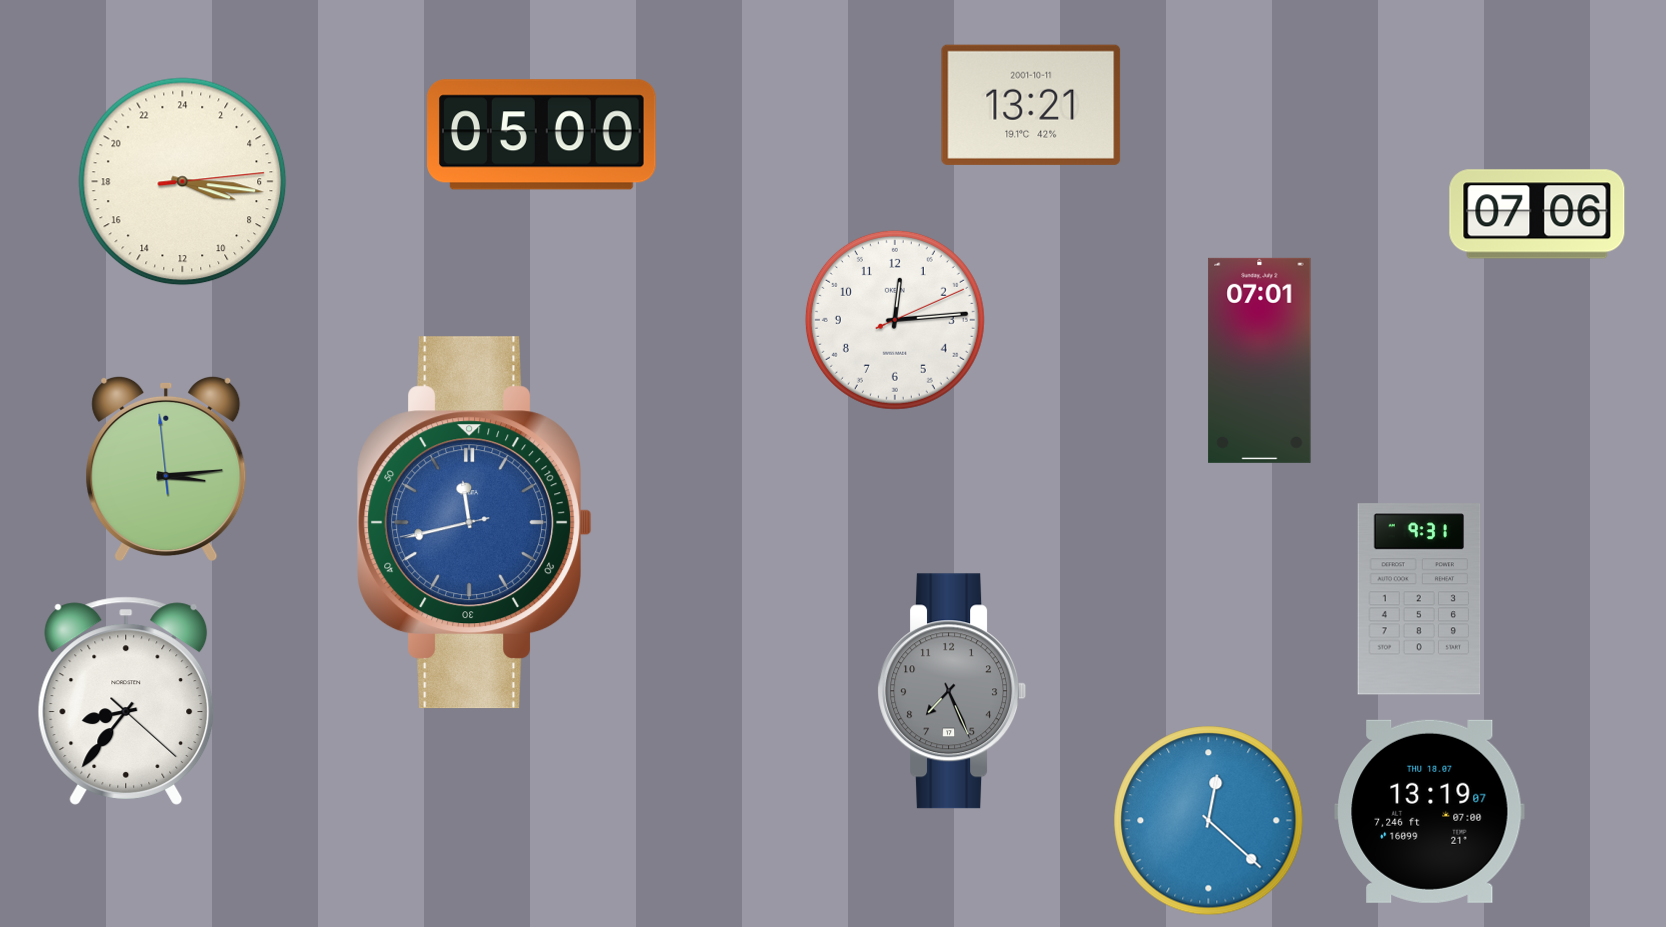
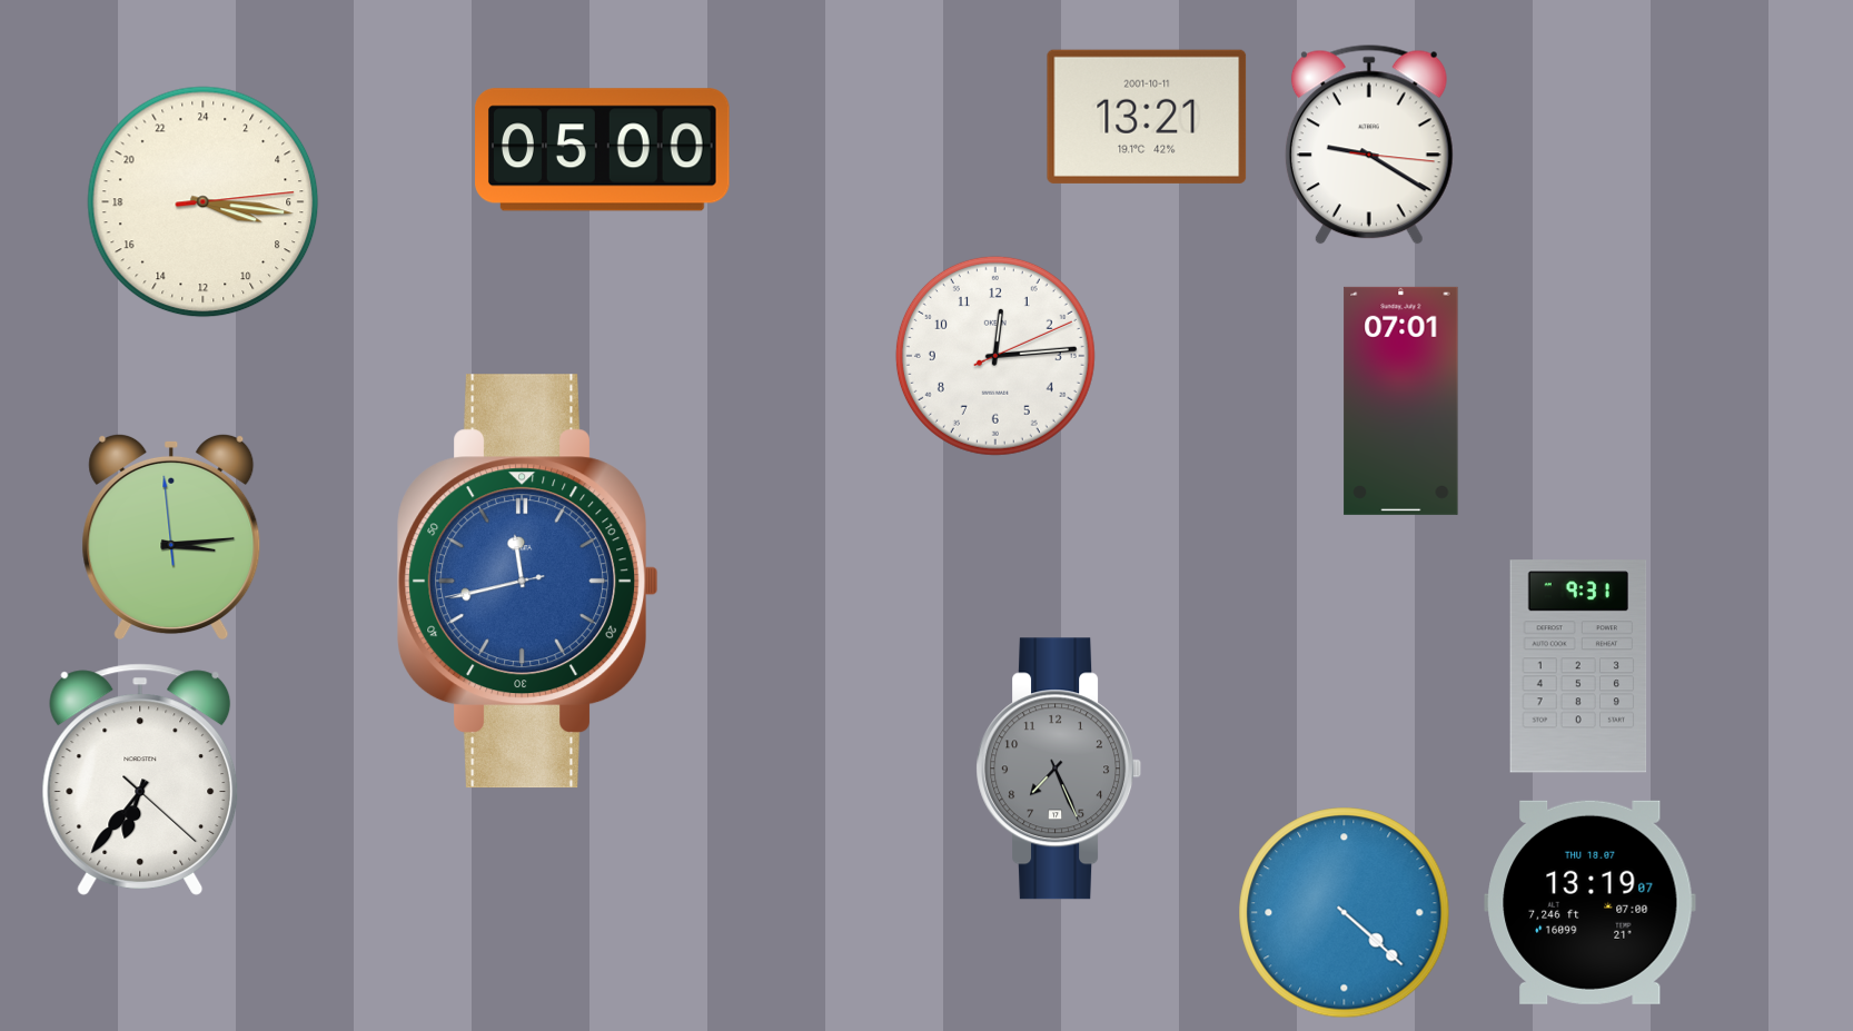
clock at (1369, 145): none -> 9:20
clock at (1537, 214): 07:06 -> none
clock at (166, 468) position: (166, 468) -> (171, 536)
clock at (126, 701): 8:36 -> 6:36
clock at (1209, 821): 12:22 -> 4:22
